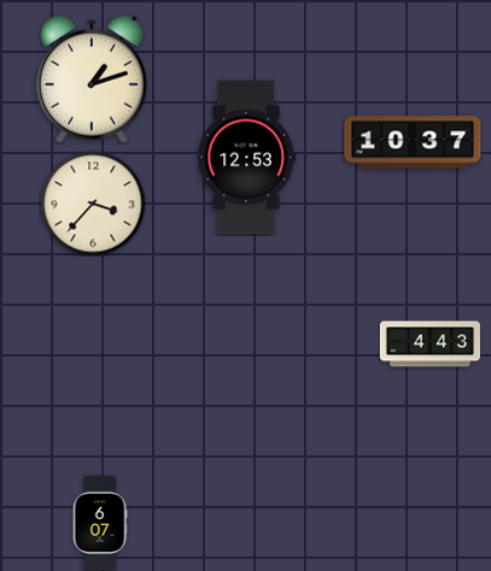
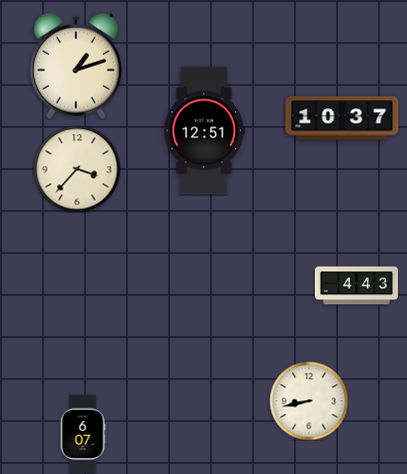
clock at (247, 158): 12:53 -> 12:51
clock at (309, 401): none -> 8:43
